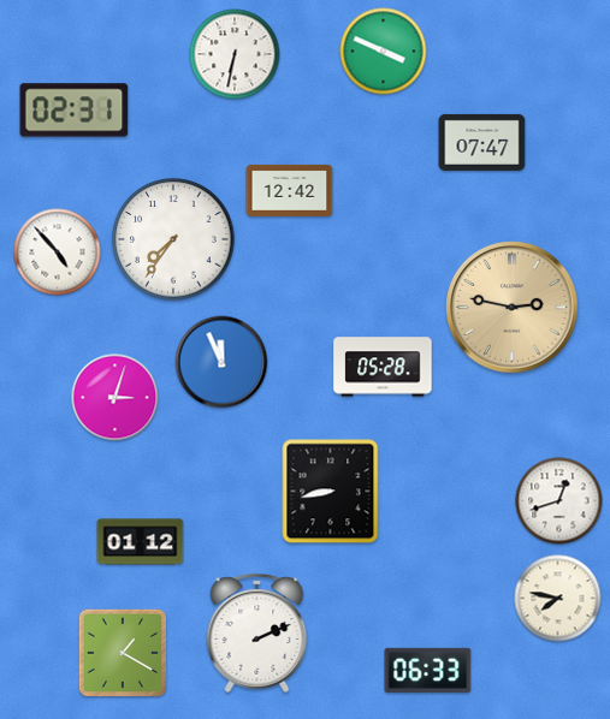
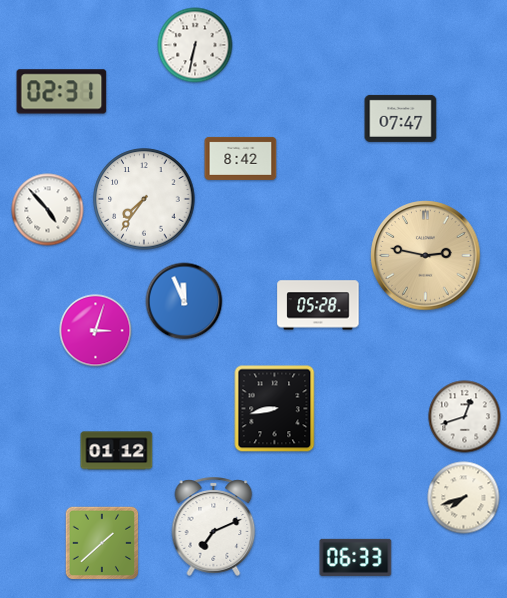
clock at (384, 52): 3:49 -> none
clock at (290, 190): 12:42 -> 8:42
clock at (558, 599): 7:47 -> 7:42
clock at (257, 632): 2:11 -> 7:11
clock at (123, 653): 1:20 -> 1:38
